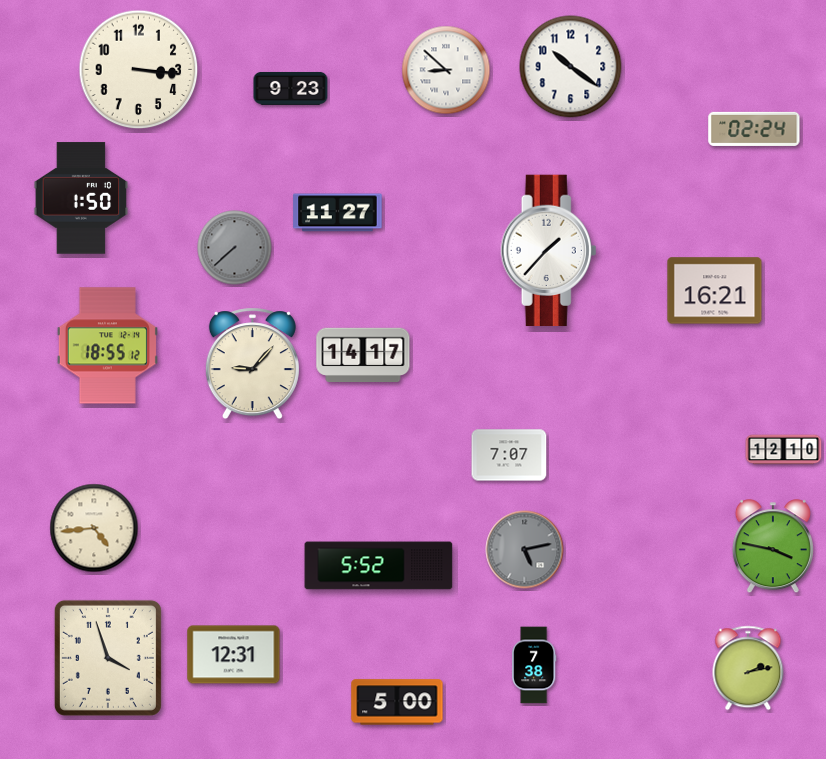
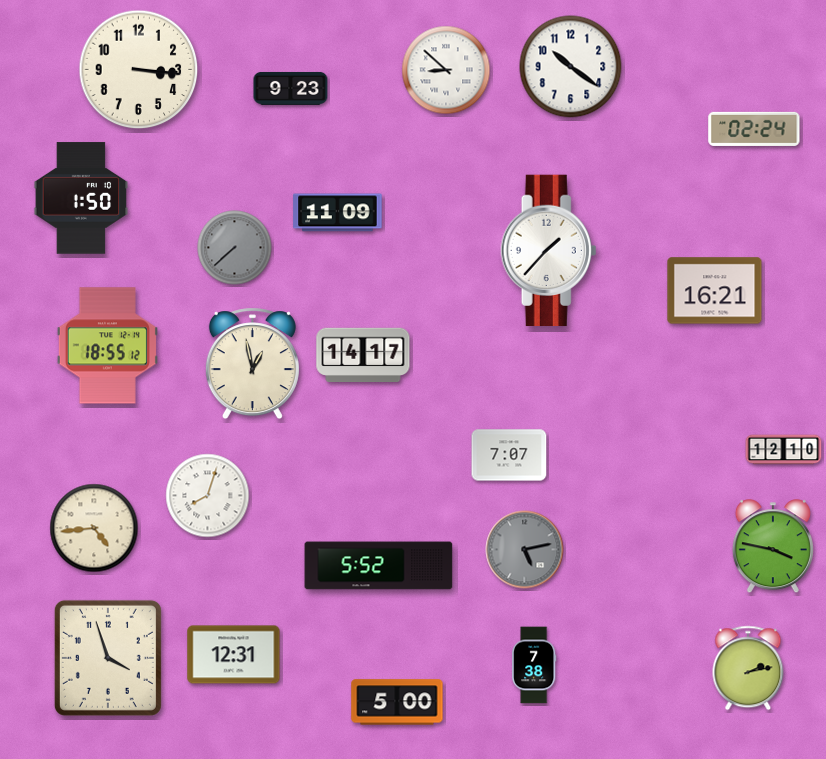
clock at (338, 213): 11:27 -> 11:09
clock at (252, 364): 9:07 -> 12:58
clock at (208, 496): none -> 8:03
